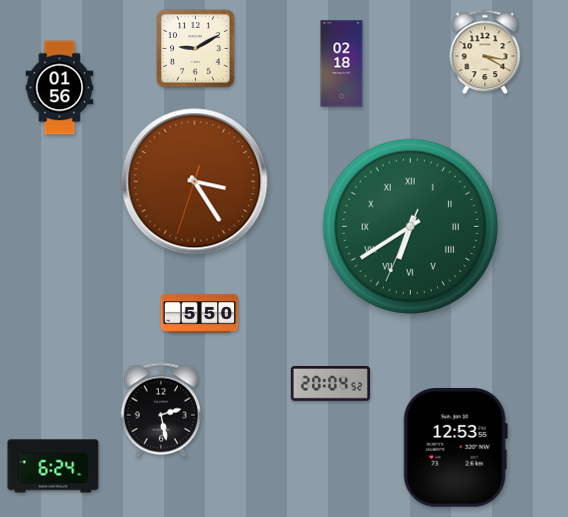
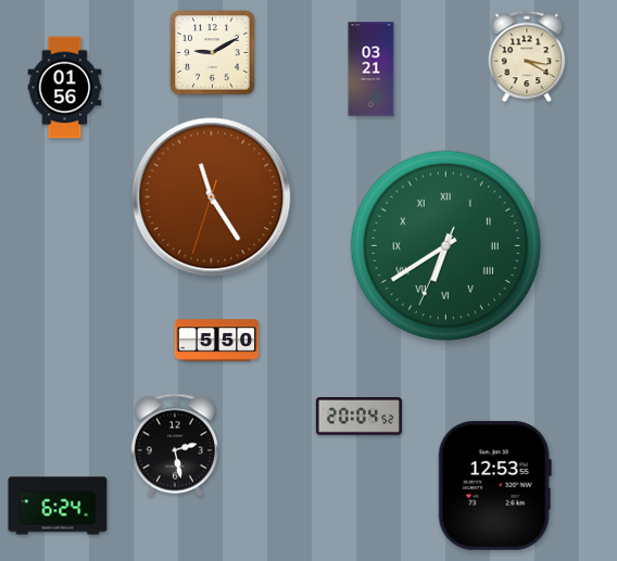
clock at (342, 64): 02:18 -> 03:21
clock at (60, 88) position: (60, 88) -> (65, 88)
clock at (195, 182): 3:24 -> 11:24
